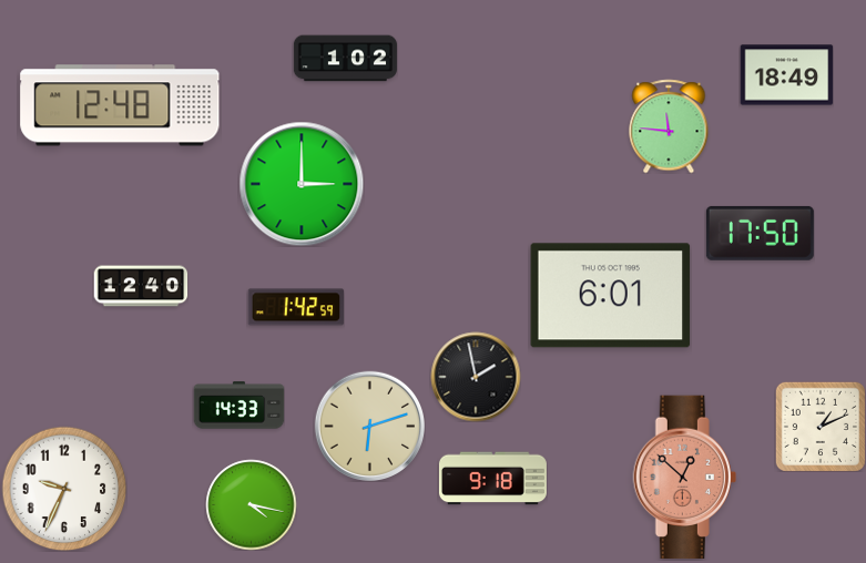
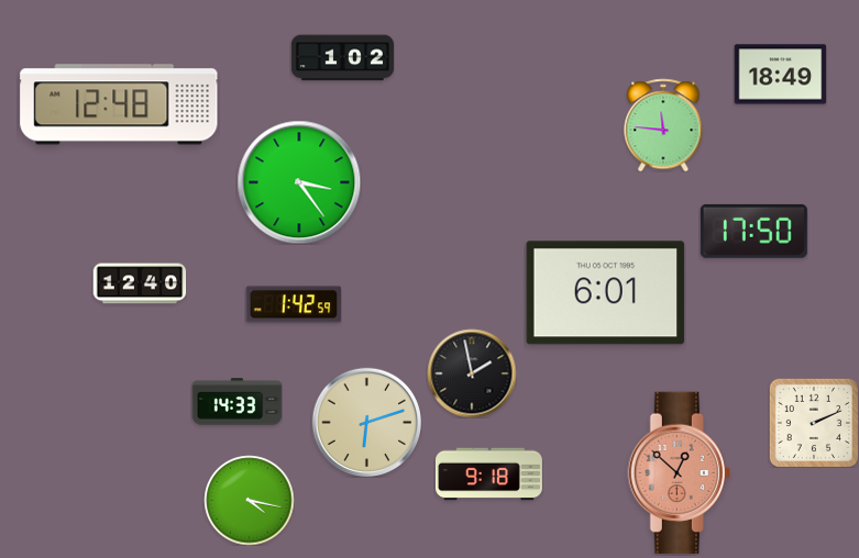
clock at (302, 184): 3:00 -> 3:24
clock at (821, 427): 1:11 -> 2:11
clock at (64, 489): 9:34 -> none
